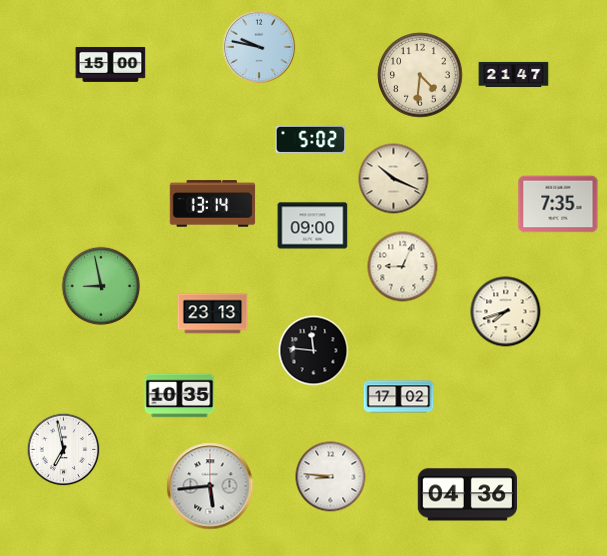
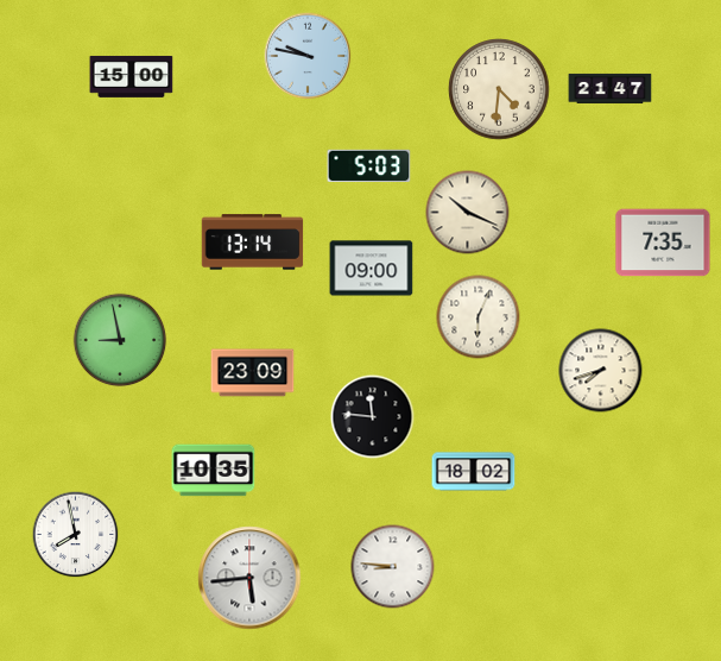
clock at (311, 140): 5:02 -> 5:03
clock at (403, 267): 9:04 -> 6:04
clock at (213, 314): 23:13 -> 23:09
clock at (399, 397): 17:02 -> 18:02
clock at (64, 450): 6:58 -> 7:58
clock at (467, 495): 04:36 -> none
